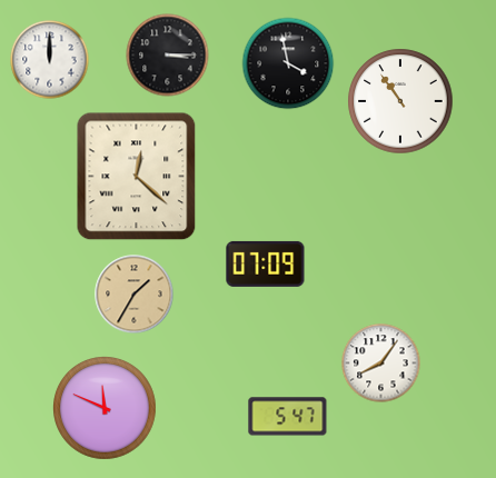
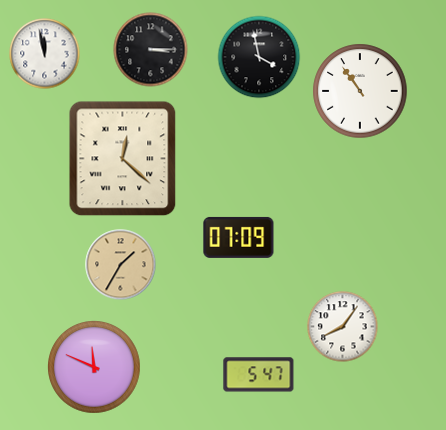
clock at (50, 60): 12:00 -> 11:58
